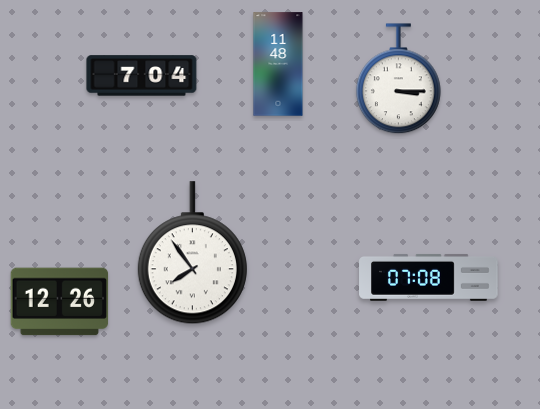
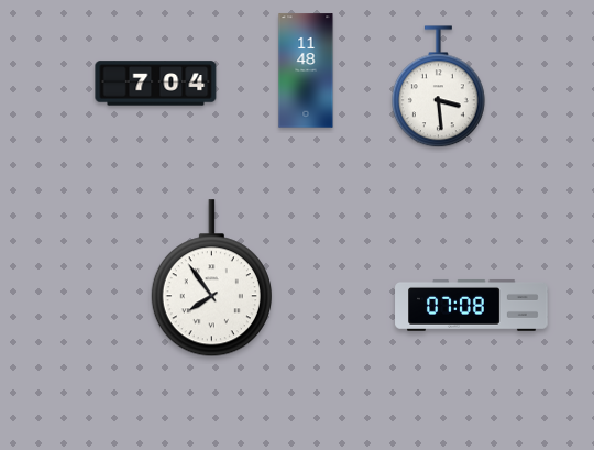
clock at (398, 79): 3:15 -> 3:29
clock at (60, 302): 12:26 -> none
